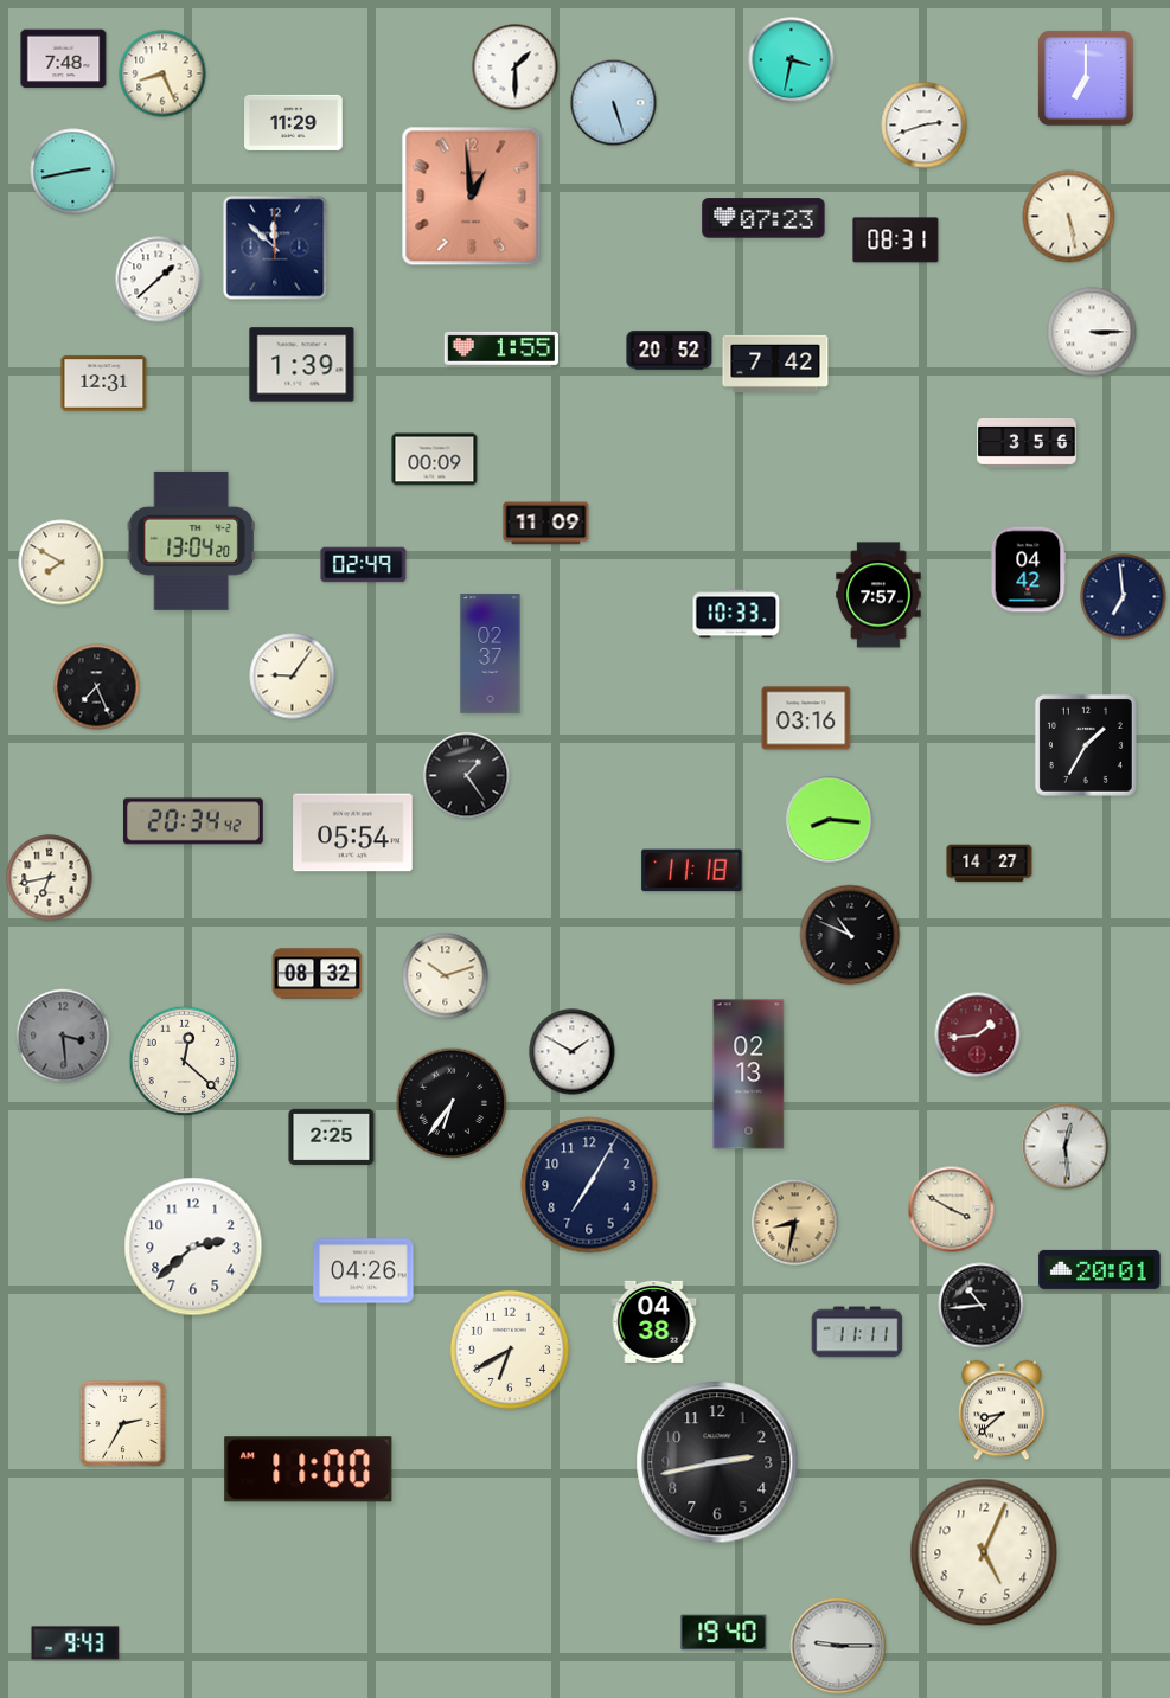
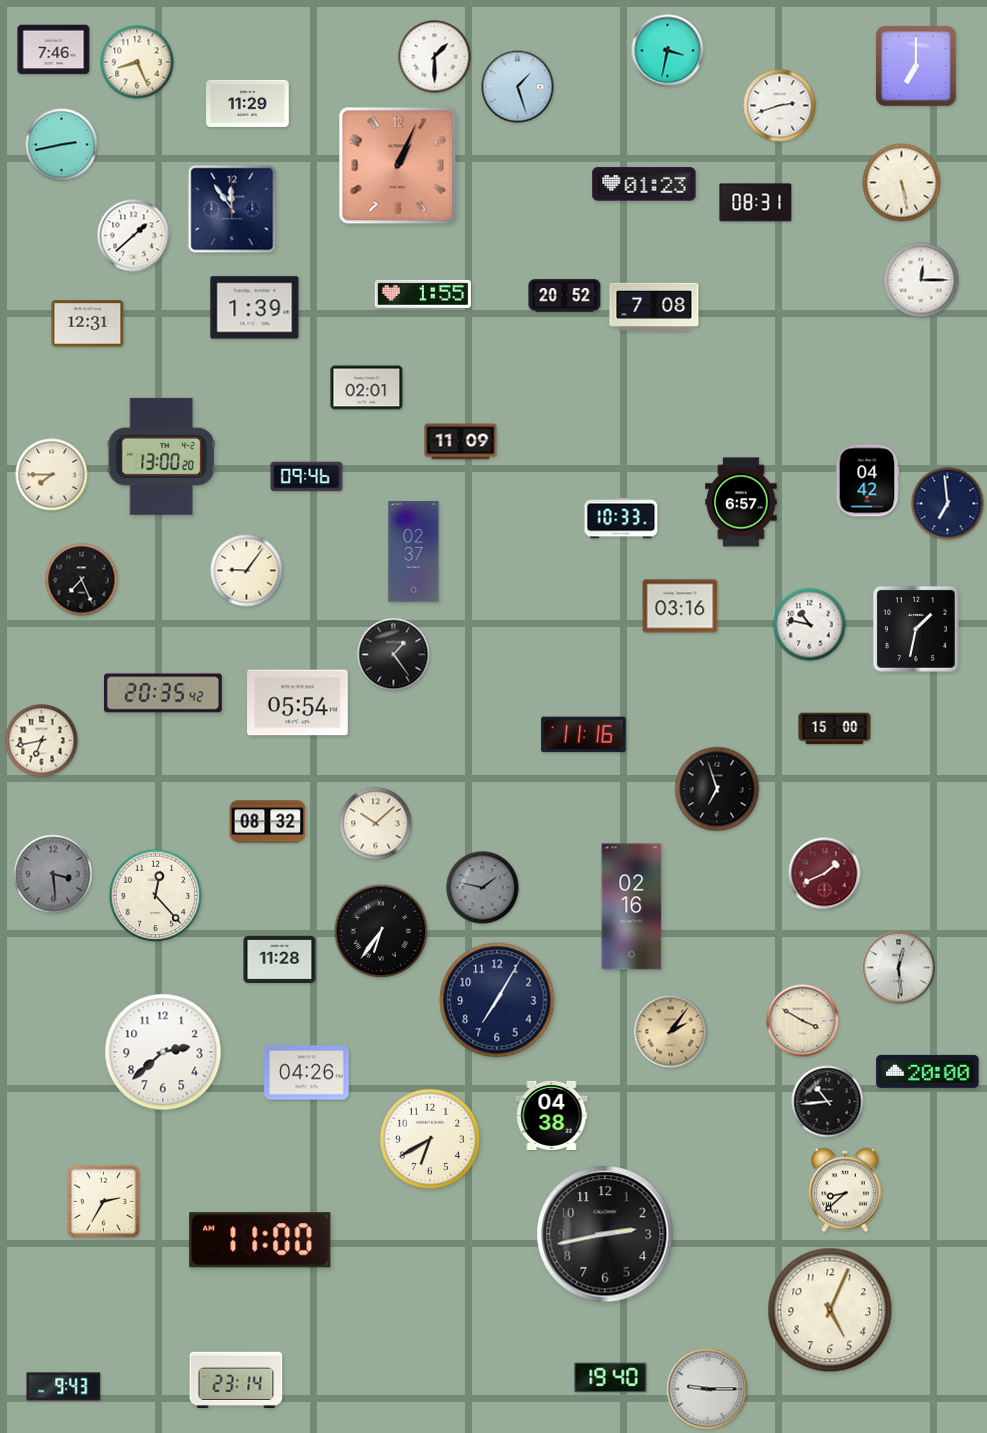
clock at (64, 59): 7:48 -> 7:46
clock at (614, 103): 5:27 -> 1:27
clock at (472, 197): 12:59 -> 1:04
clock at (763, 218): 07:23 -> 01:23
clock at (275, 248): 11:52 -> 11:54
clock at (1092, 332): 3:15 -> 12:15
clock at (775, 363): 7:42 -> 7:08
clock at (1027, 443): 3:56 -> none
clock at (435, 460): 00:09 -> 02:01
clock at (191, 540): 13:04 -> 13:00
clock at (62, 563): 7:50 -> 7:45
clock at (364, 565): 02:49 -> 09:46
clock at (878, 595): 7:57 -> 6:57
clock at (810, 625): none -> 10:47
clock at (1086, 745): 1:35 -> 1:32
clock at (830, 820): 8:16 -> none
clock at (194, 821): 20:34 -> 20:35
clock at (990, 864): 14:27 -> 15:00
clock at (692, 871): 11:18 -> 11:16
clock at (850, 935): 10:49 -> 6:57
clock at (446, 976): 10:12 -> 10:08
clock at (978, 1036): 1:44 -> 1:41
clock at (573, 1052): 1:50 -> 1:47
clock at (573, 1052) dial: white -> grey
clock at (185, 1062): 12:22 -> 12:23
clock at (749, 1075): 02:13 -> 02:16
clock at (332, 1136): 2:25 -> 11:28
clock at (795, 1223): 8:32 -> 2:06
clock at (1100, 1269): 20:01 -> 20:00
clock at (857, 1332): 11:11 -> none
clock at (236, 1380): none -> 23:14
